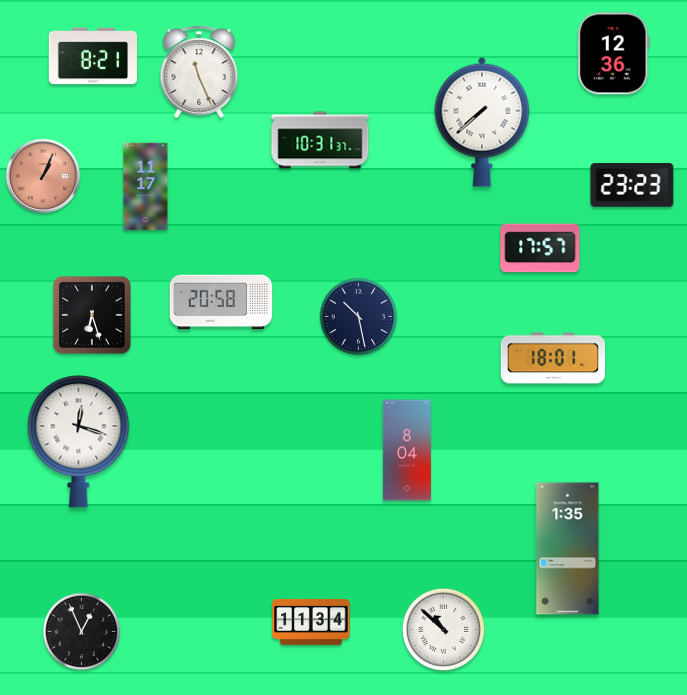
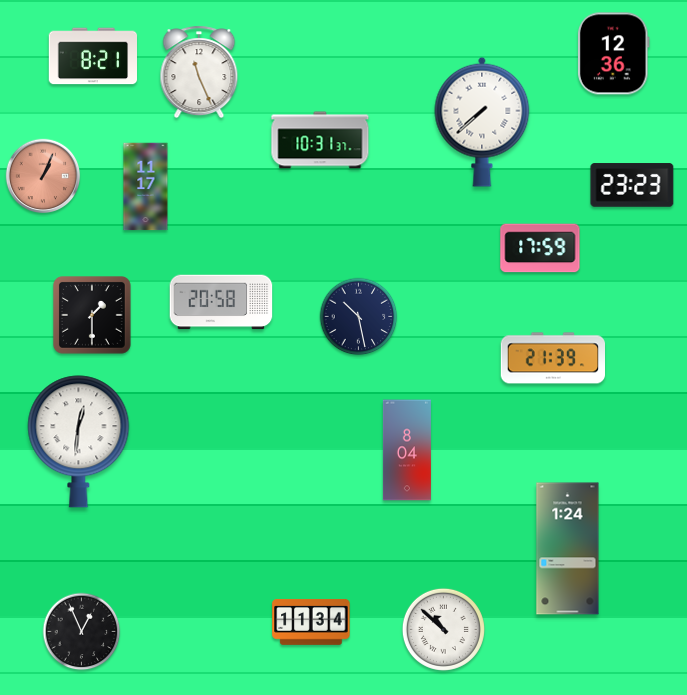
clock at (540, 248): 17:57 -> 17:59
clock at (93, 316): 6:27 -> 1:30
clock at (552, 358): 18:01 -> 21:39
clock at (79, 442): 12:18 -> 12:31
clock at (568, 549): 1:35 -> 1:24
